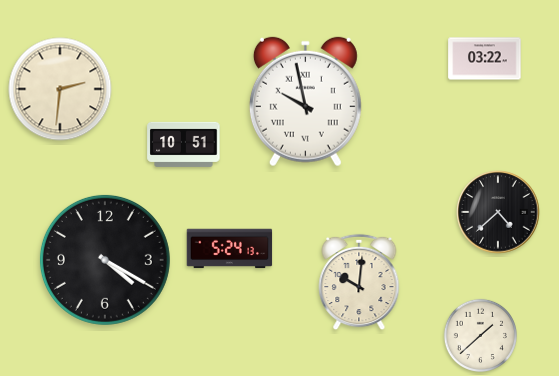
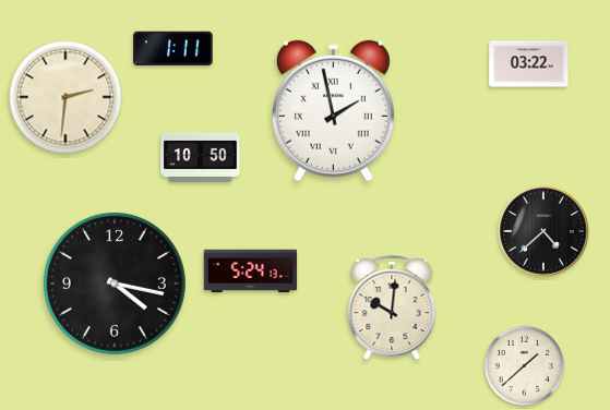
clock at (174, 49): none -> 1:11
clock at (305, 102): 9:58 -> 1:58
clock at (184, 144): 10:51 -> 10:50
clock at (105, 260): 4:20 -> 4:17
